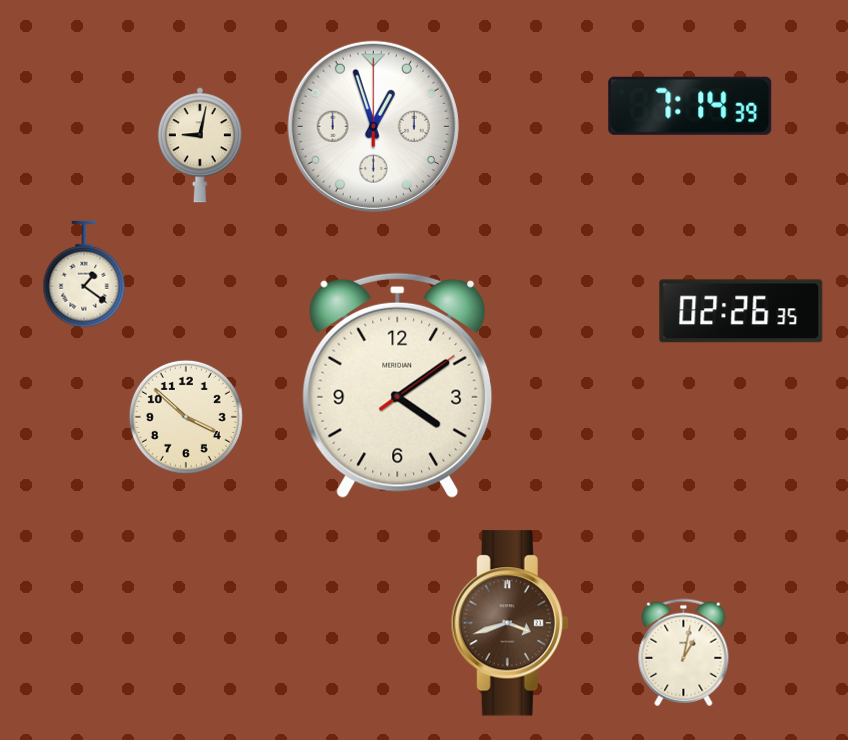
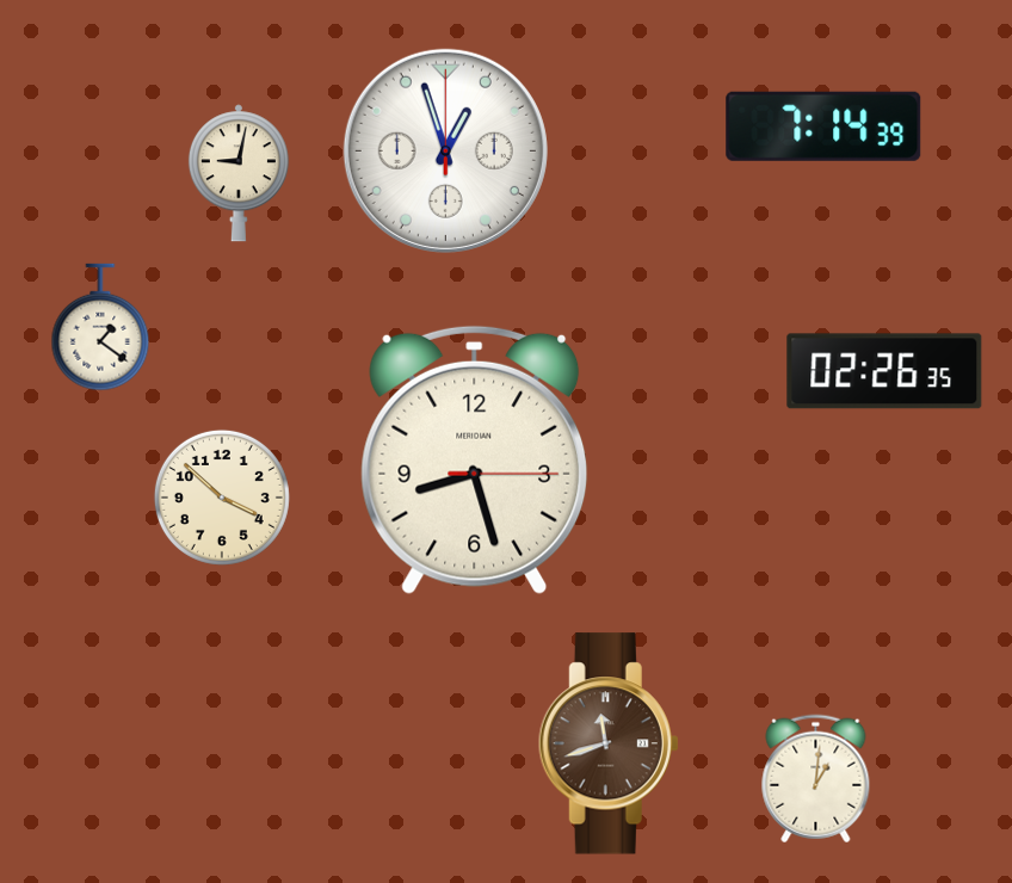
clock at (398, 385): 4:09 -> 8:27
clock at (510, 623): 3:42 -> 11:42
clock at (684, 653): 1:02 -> 1:01
